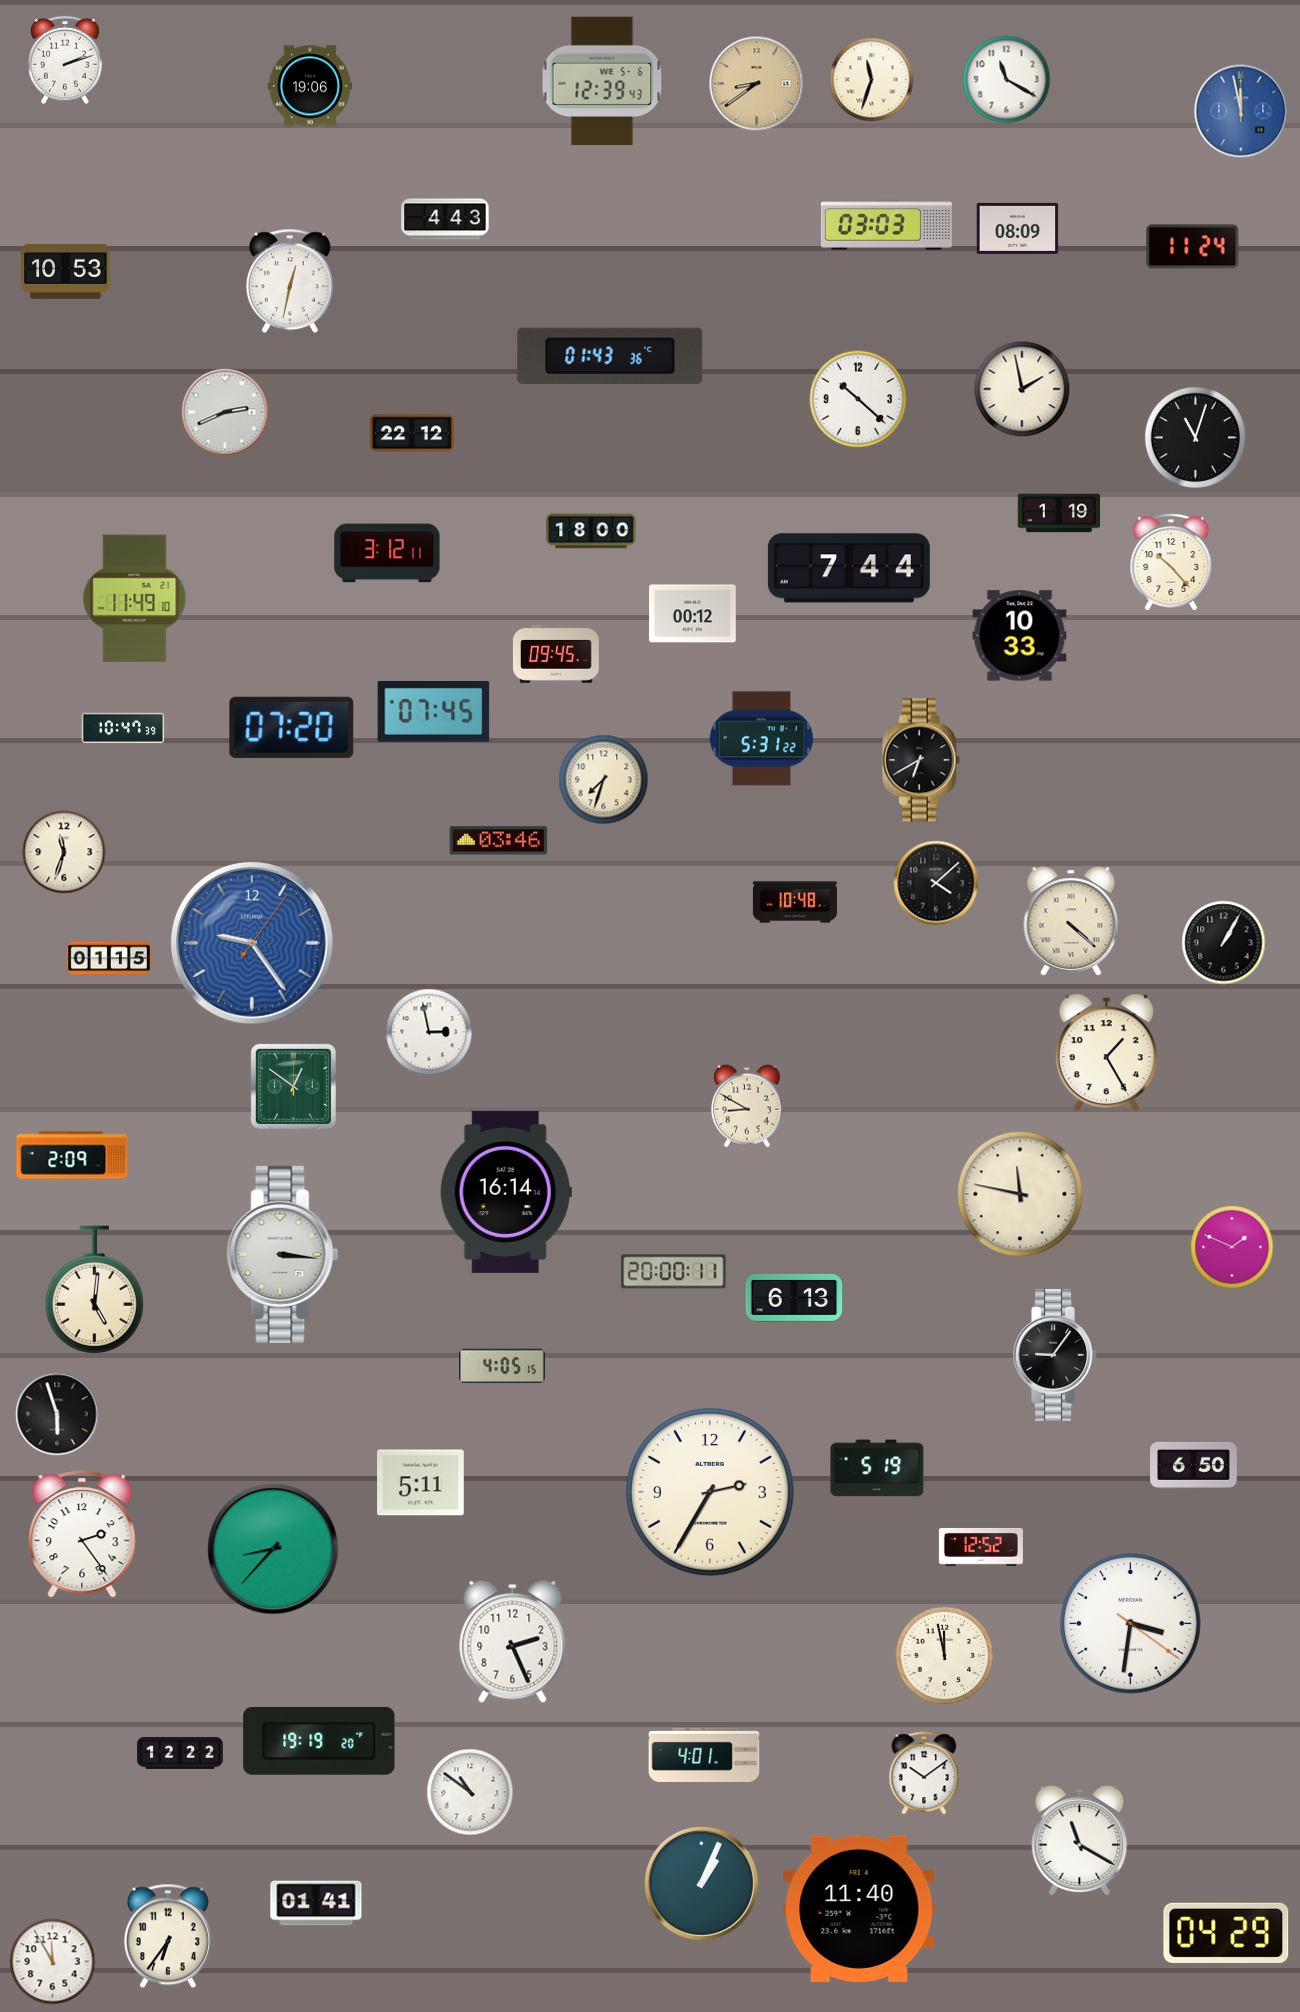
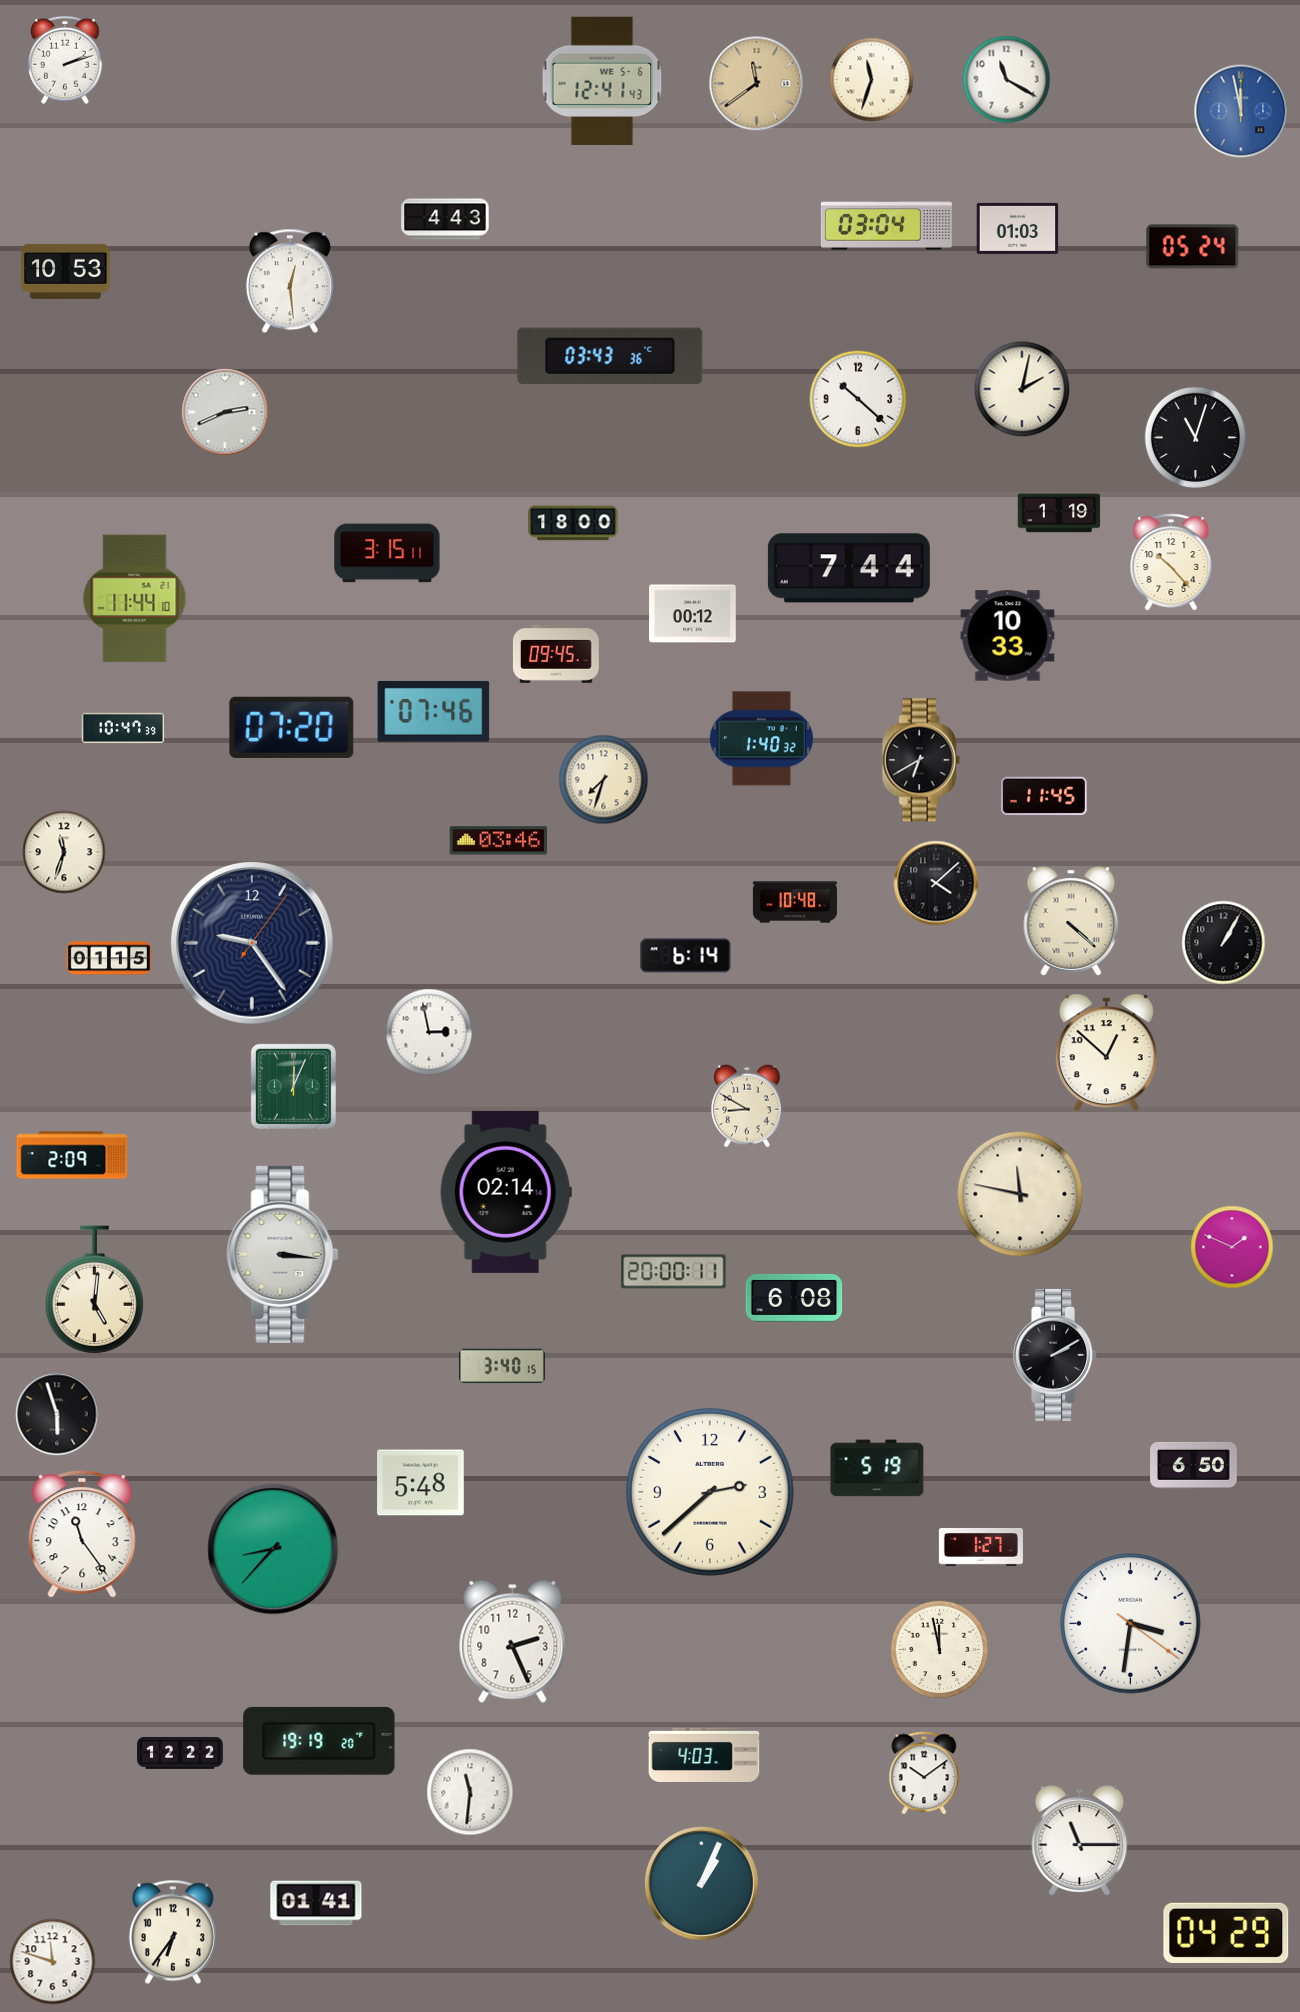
clock at (602, 81): 12:39 -> 12:41
clock at (757, 84): 8:39 -> 11:39
clock at (310, 86): 19:06 -> none
clock at (886, 225): 03:03 -> 03:04
clock at (1018, 228): 08:09 -> 01:03
clock at (1193, 247): 11:24 -> 05:24
clock at (290, 281): 12:32 -> 12:29
clock at (610, 355): 01:43 -> 03:43
clock at (1022, 389): 1:58 -> 2:02
clock at (412, 433): 22:12 -> none
clock at (591, 531) position: (591, 531) -> (573, 523)
clock at (387, 553): 3:12 -> 3:15
clock at (135, 599): 11:49 -> 11:44
clock at (1020, 636) position: (1020, 636) -> (1008, 636)
clock at (434, 711): 07:45 -> 07:46
clock at (761, 739): 5:31 -> 1:40
clock at (1044, 796): none -> 11:45
clock at (252, 943) dial: blue -> navy
clock at (686, 956): none -> 6:14
clock at (1106, 1053): 1:25 -> 12:52
clock at (293, 1086): 12:51 -> 12:04
clock at (506, 1192): 16:14 -> 02:14
clock at (794, 1298): 6:13 -> 6:08
clock at (1056, 1355): 9:06 -> 2:10
clock at (503, 1366): 4:05 -> 3:40
clock at (421, 1483): 5:11 -> 5:48
clock at (710, 1492): 2:35 -> 2:38
clock at (82, 1534): 2:24 -> 11:24
clock at (981, 1547): 12:52 -> 1:27
clock at (945, 1656) position: (945, 1656) -> (940, 1650)
clock at (704, 1755): 4:01 -> 4:03
clock at (470, 1792): 10:51 -> 11:31
clock at (1080, 1841): 11:20 -> 11:15
clock at (859, 1909): 11:40 -> none
clock at (168, 1936) position: (168, 1936) -> (173, 1932)
clock at (53, 1962): 11:55 -> 11:48
